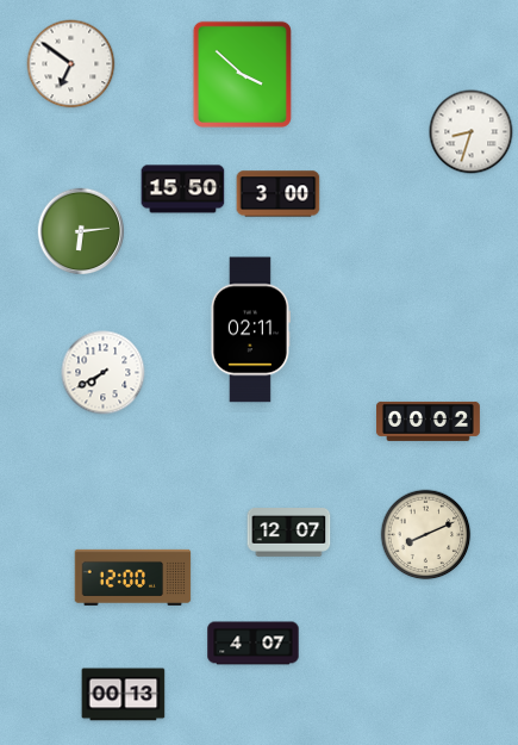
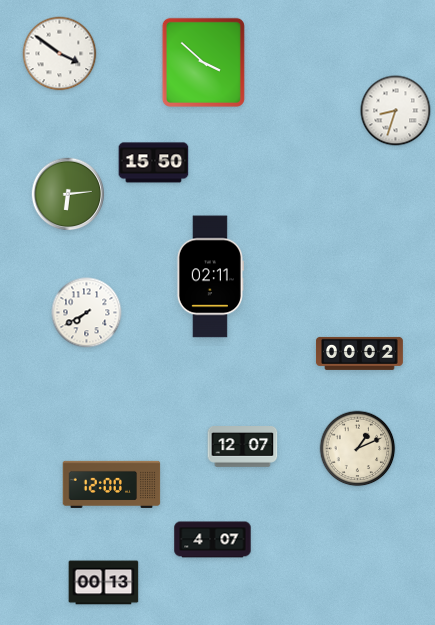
clock at (71, 64): 6:51 -> 3:51
clock at (183, 190) position: (183, 190) -> (154, 163)
clock at (279, 194): 3:00 -> none
clock at (426, 535): 8:11 -> 1:11
